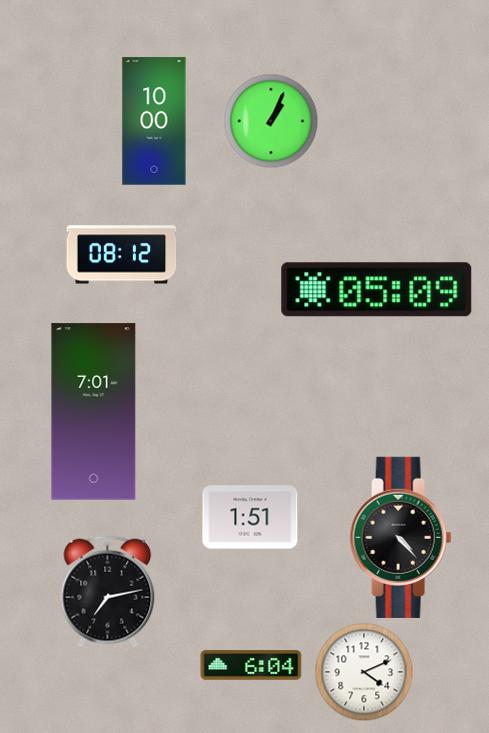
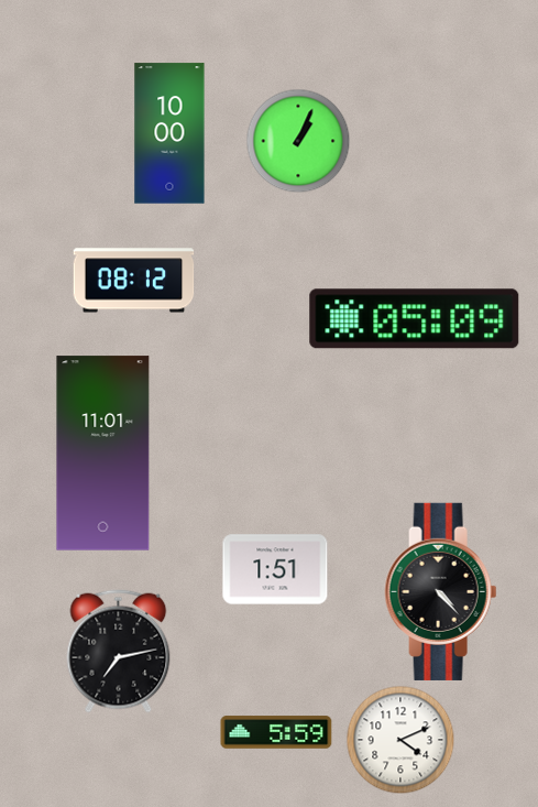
clock at (271, 121) position: (271, 121) -> (298, 141)
clock at (94, 412): 7:01 -> 11:01
clock at (251, 665): 6:04 -> 5:59
